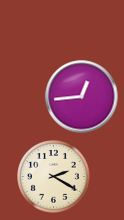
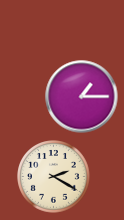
clock at (82, 97): 12:44 -> 1:15
